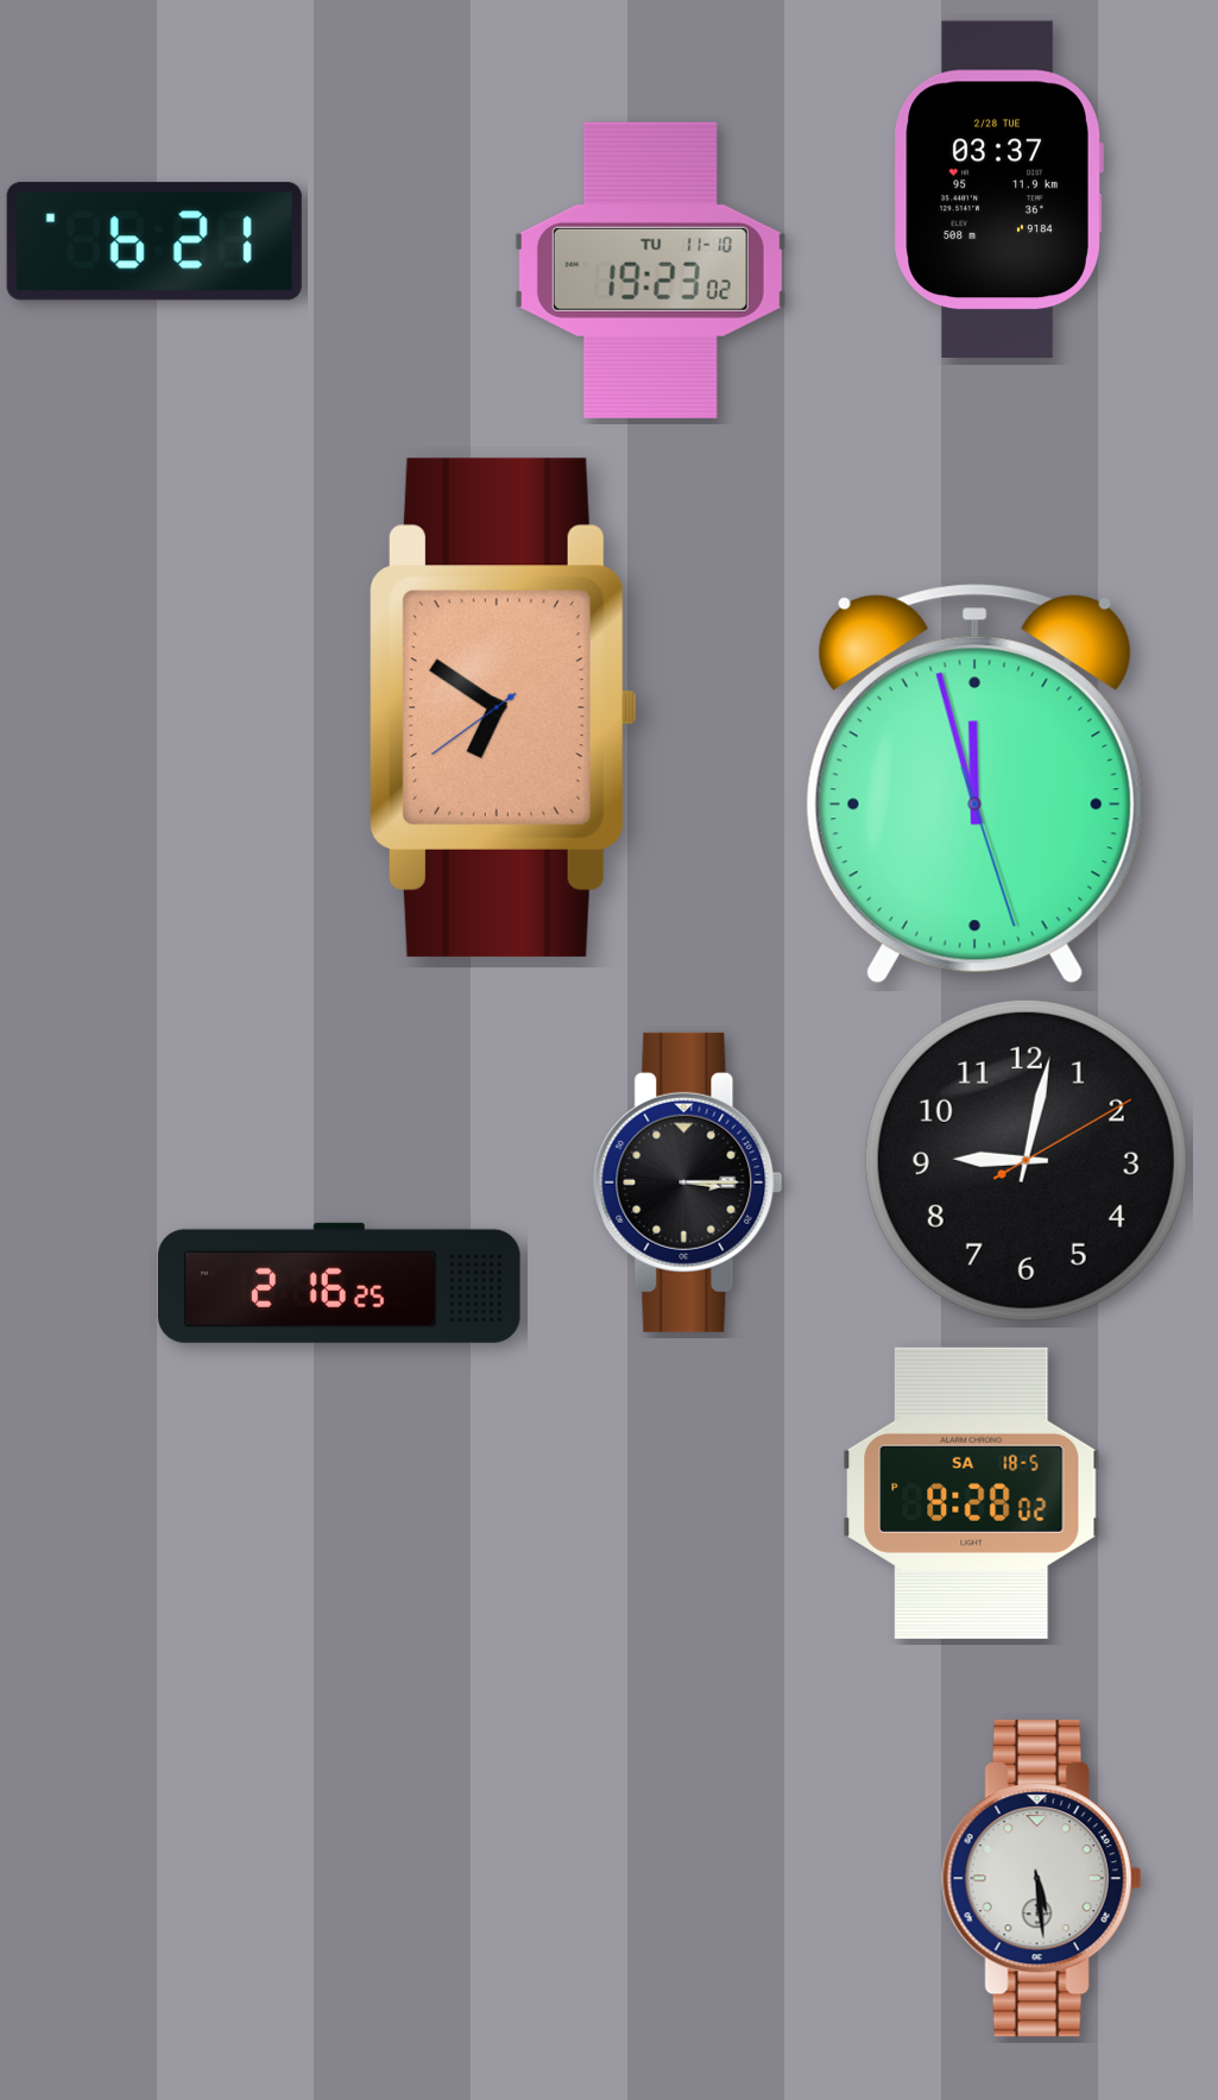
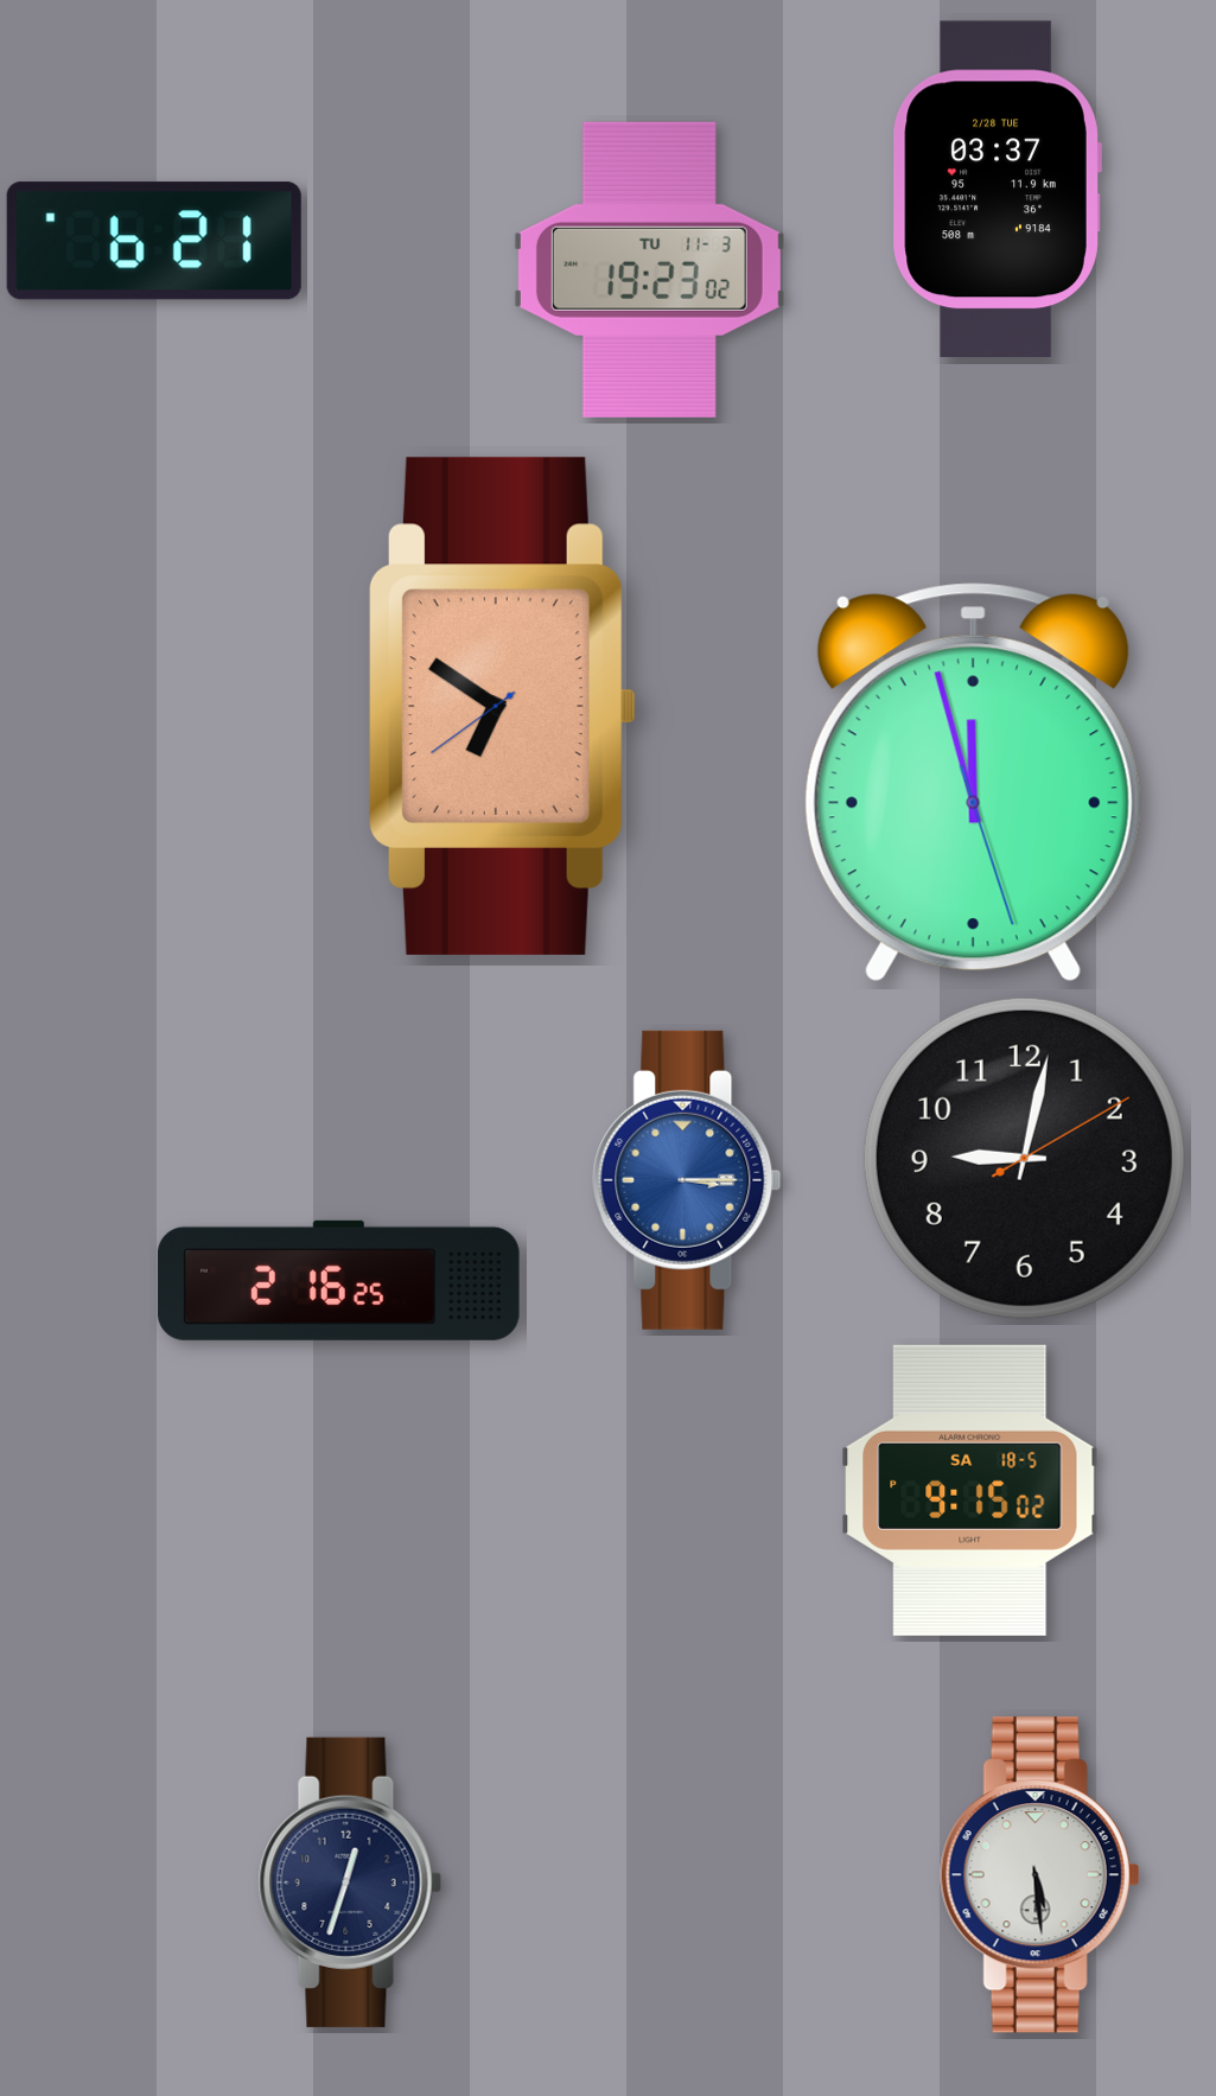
clock at (650, 270) date: TU 11-10 -> TU 11-3
clock at (688, 1183) dial: black -> blue
clock at (972, 1493): 8:28 -> 9:15
clock at (350, 1882): none -> 12:33
